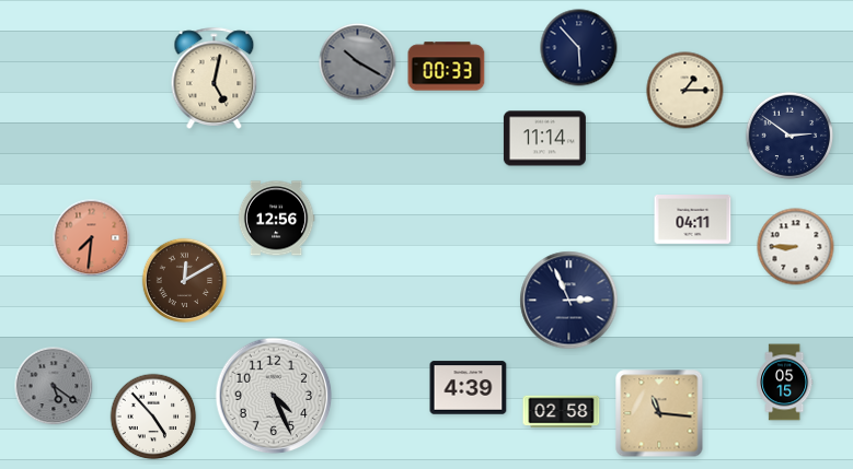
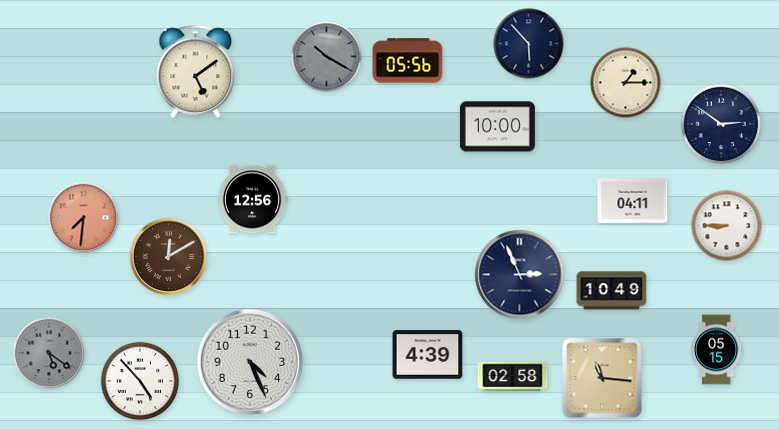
clock at (447, 67): 00:33 -> 05:56
clock at (215, 78): 5:02 -> 5:09
clock at (544, 139): 11:14 -> 10:00
clock at (612, 291): none -> 10:49
